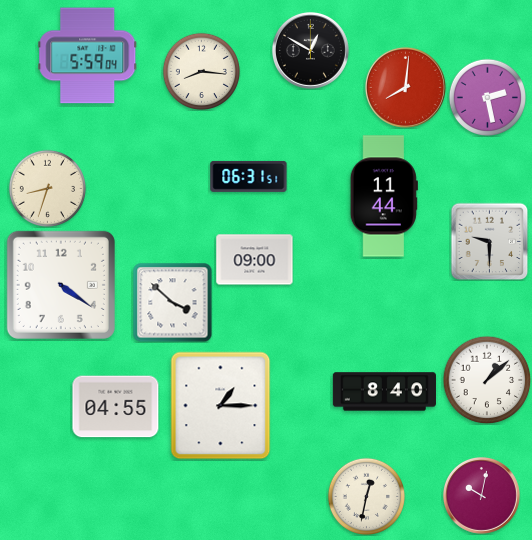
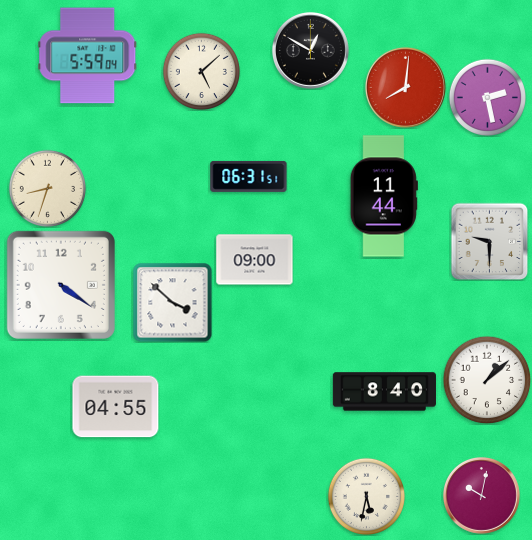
clock at (201, 71): 8:16 -> 5:08
clock at (221, 406): 1:15 -> none
clock at (366, 496): 12:32 -> 5:32
